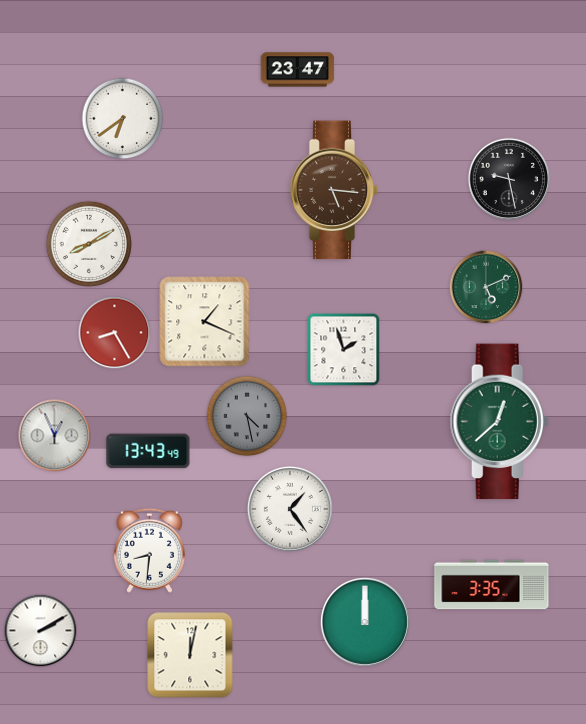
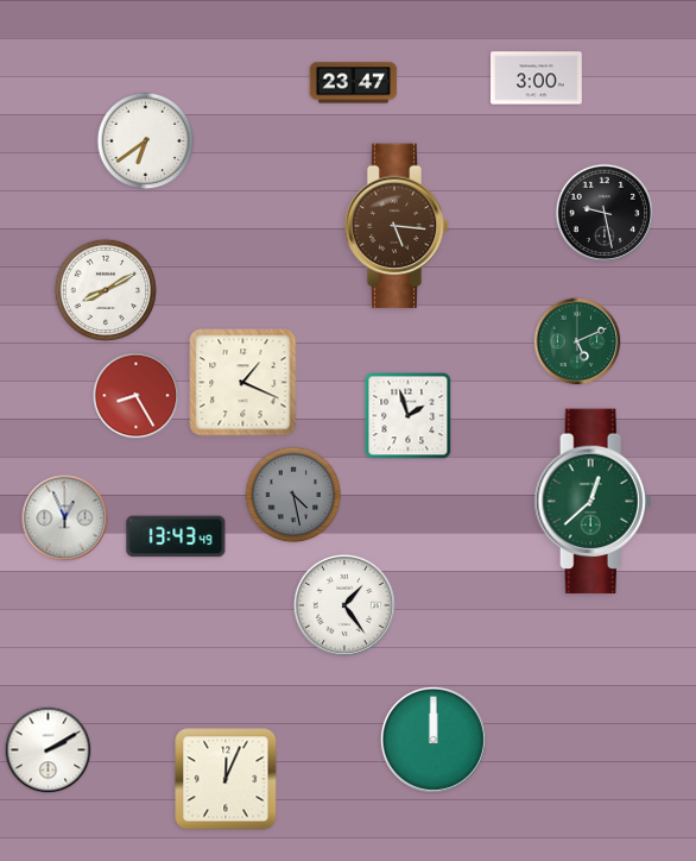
clock at (537, 78): none -> 3:00
clock at (149, 550): 8:31 -> none
clock at (492, 585): 3:35 -> none
clock at (190, 655): 12:02 -> 12:04
